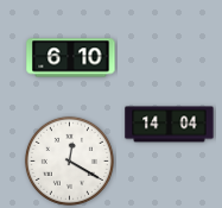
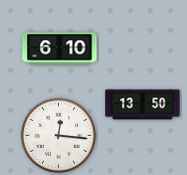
clock at (170, 125): 14:04 -> 13:50
clock at (69, 160): 12:20 -> 12:16
